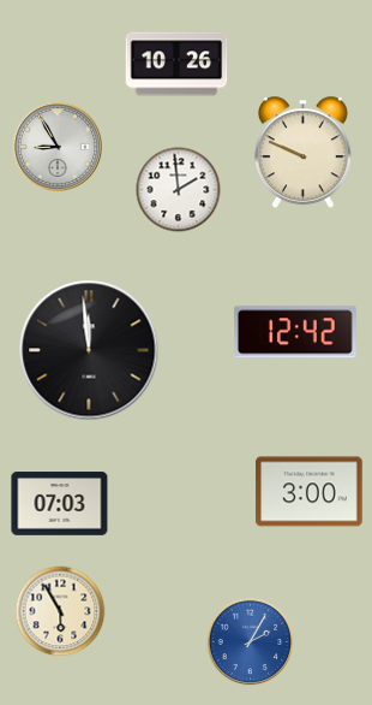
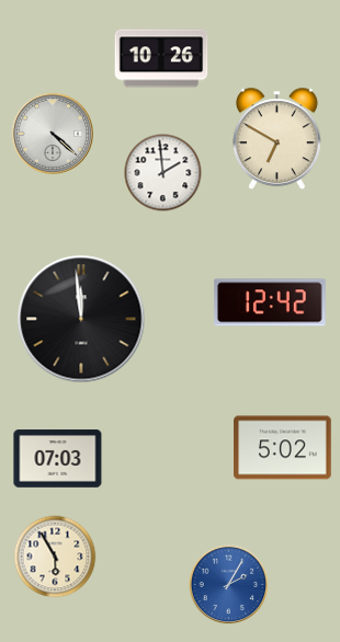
clock at (56, 146): 8:55 -> 4:22
clock at (302, 153): 9:49 -> 6:50
clock at (310, 492): 3:00 -> 5:02
clock at (60, 504) position: (60, 504) -> (58, 459)
